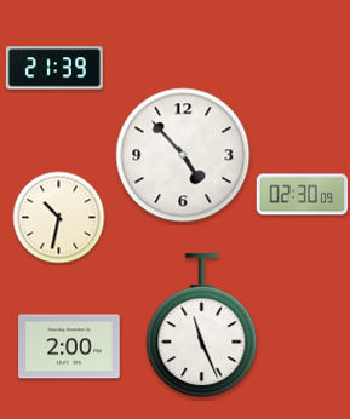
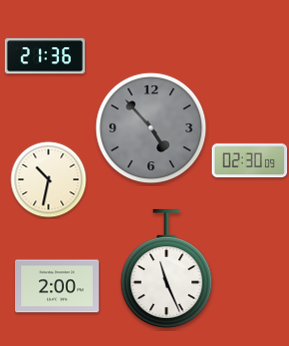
clock at (54, 68): 21:39 -> 21:36
clock at (183, 155) dial: white -> grey
